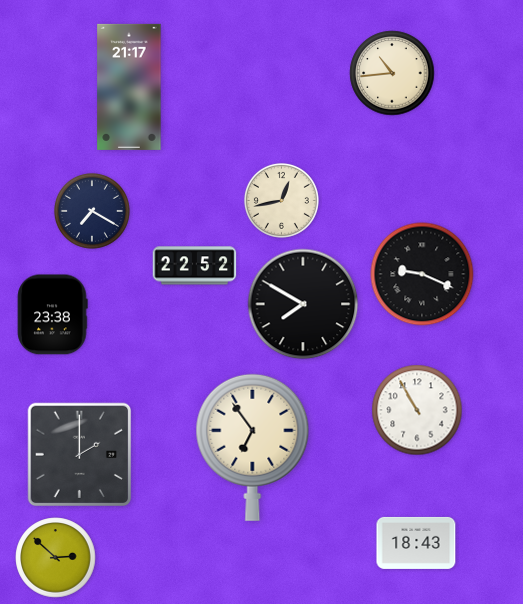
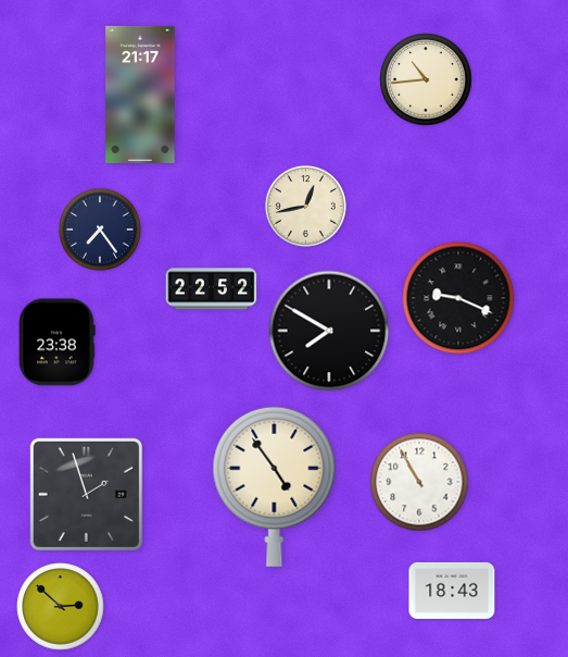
clock at (281, 200) position: (281, 200) -> (305, 206)
clock at (92, 211): 7:20 -> 7:24
clock at (417, 410) position: (417, 410) -> (419, 482)
clock at (253, 447): 6:54 -> 4:54
clock at (80, 455): 2:00 -> 1:57
